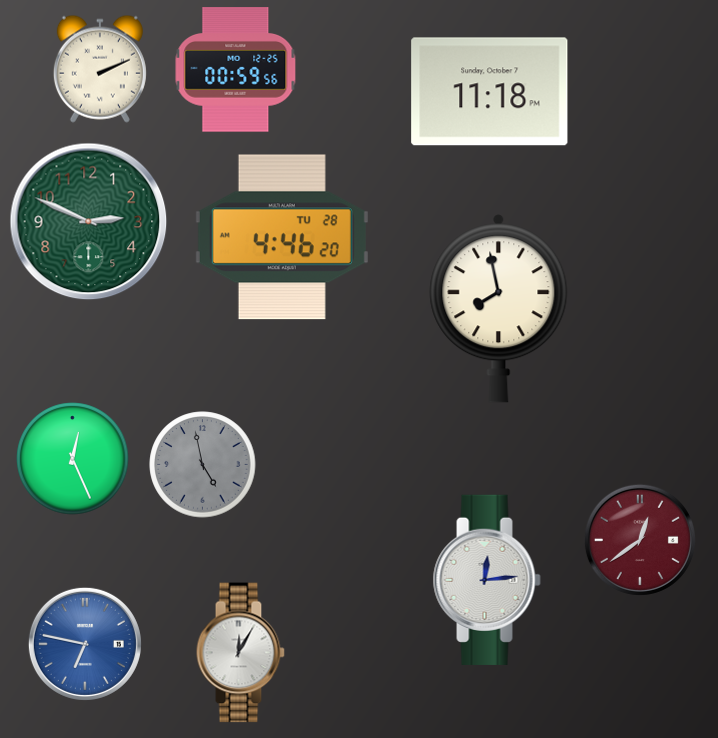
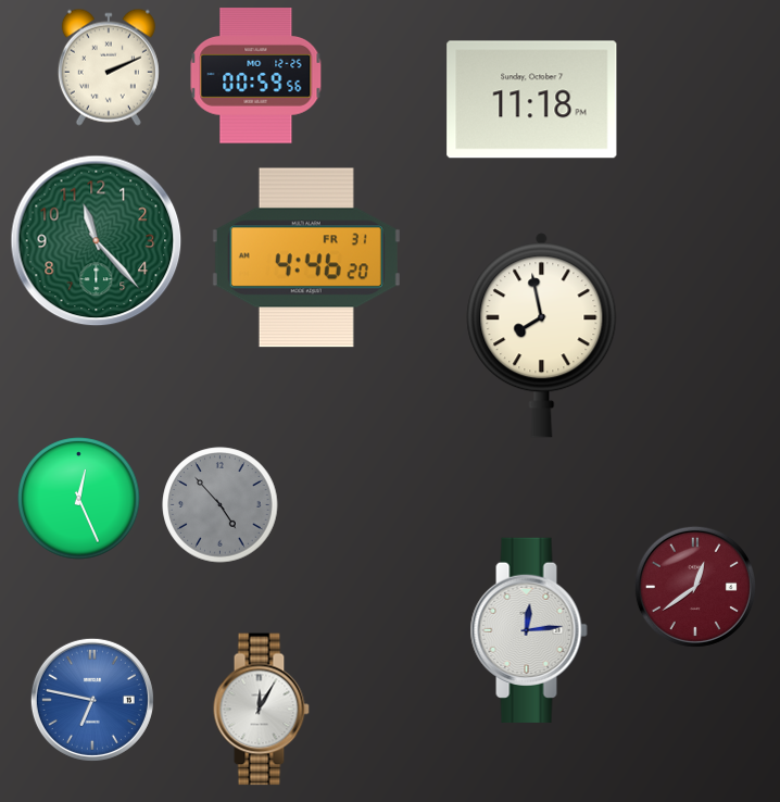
clock at (100, 69) position: (100, 69) -> (109, 67)
clock at (89, 222): 2:49 -> 11:23
clock at (282, 237) date: TU 28 -> FR 31
clock at (203, 465): 4:58 -> 4:53
